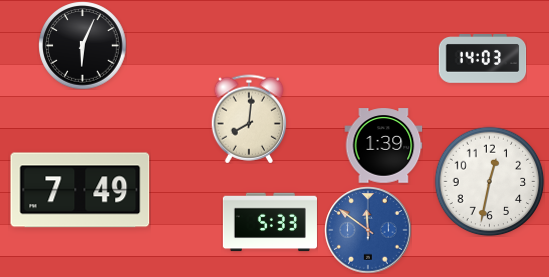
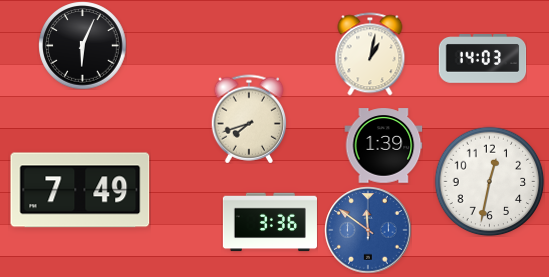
clock at (370, 54): none -> 1:02
clock at (249, 119): 8:01 -> 7:42
clock at (270, 222): 5:33 -> 3:36
